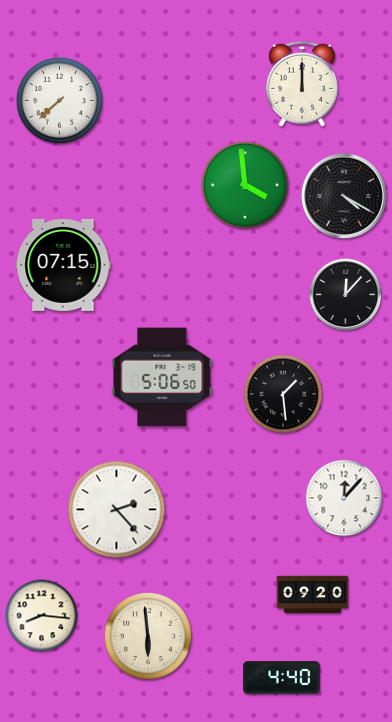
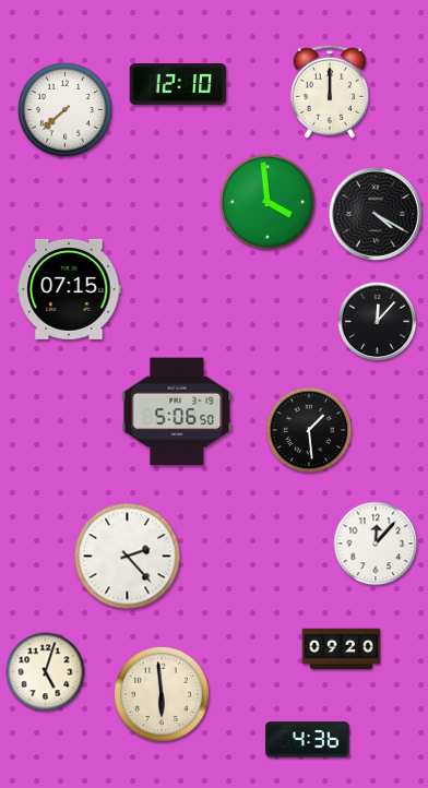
clock at (178, 85): none -> 12:10
clock at (42, 616): 8:16 -> 5:03
clock at (282, 678): 4:40 -> 4:36
